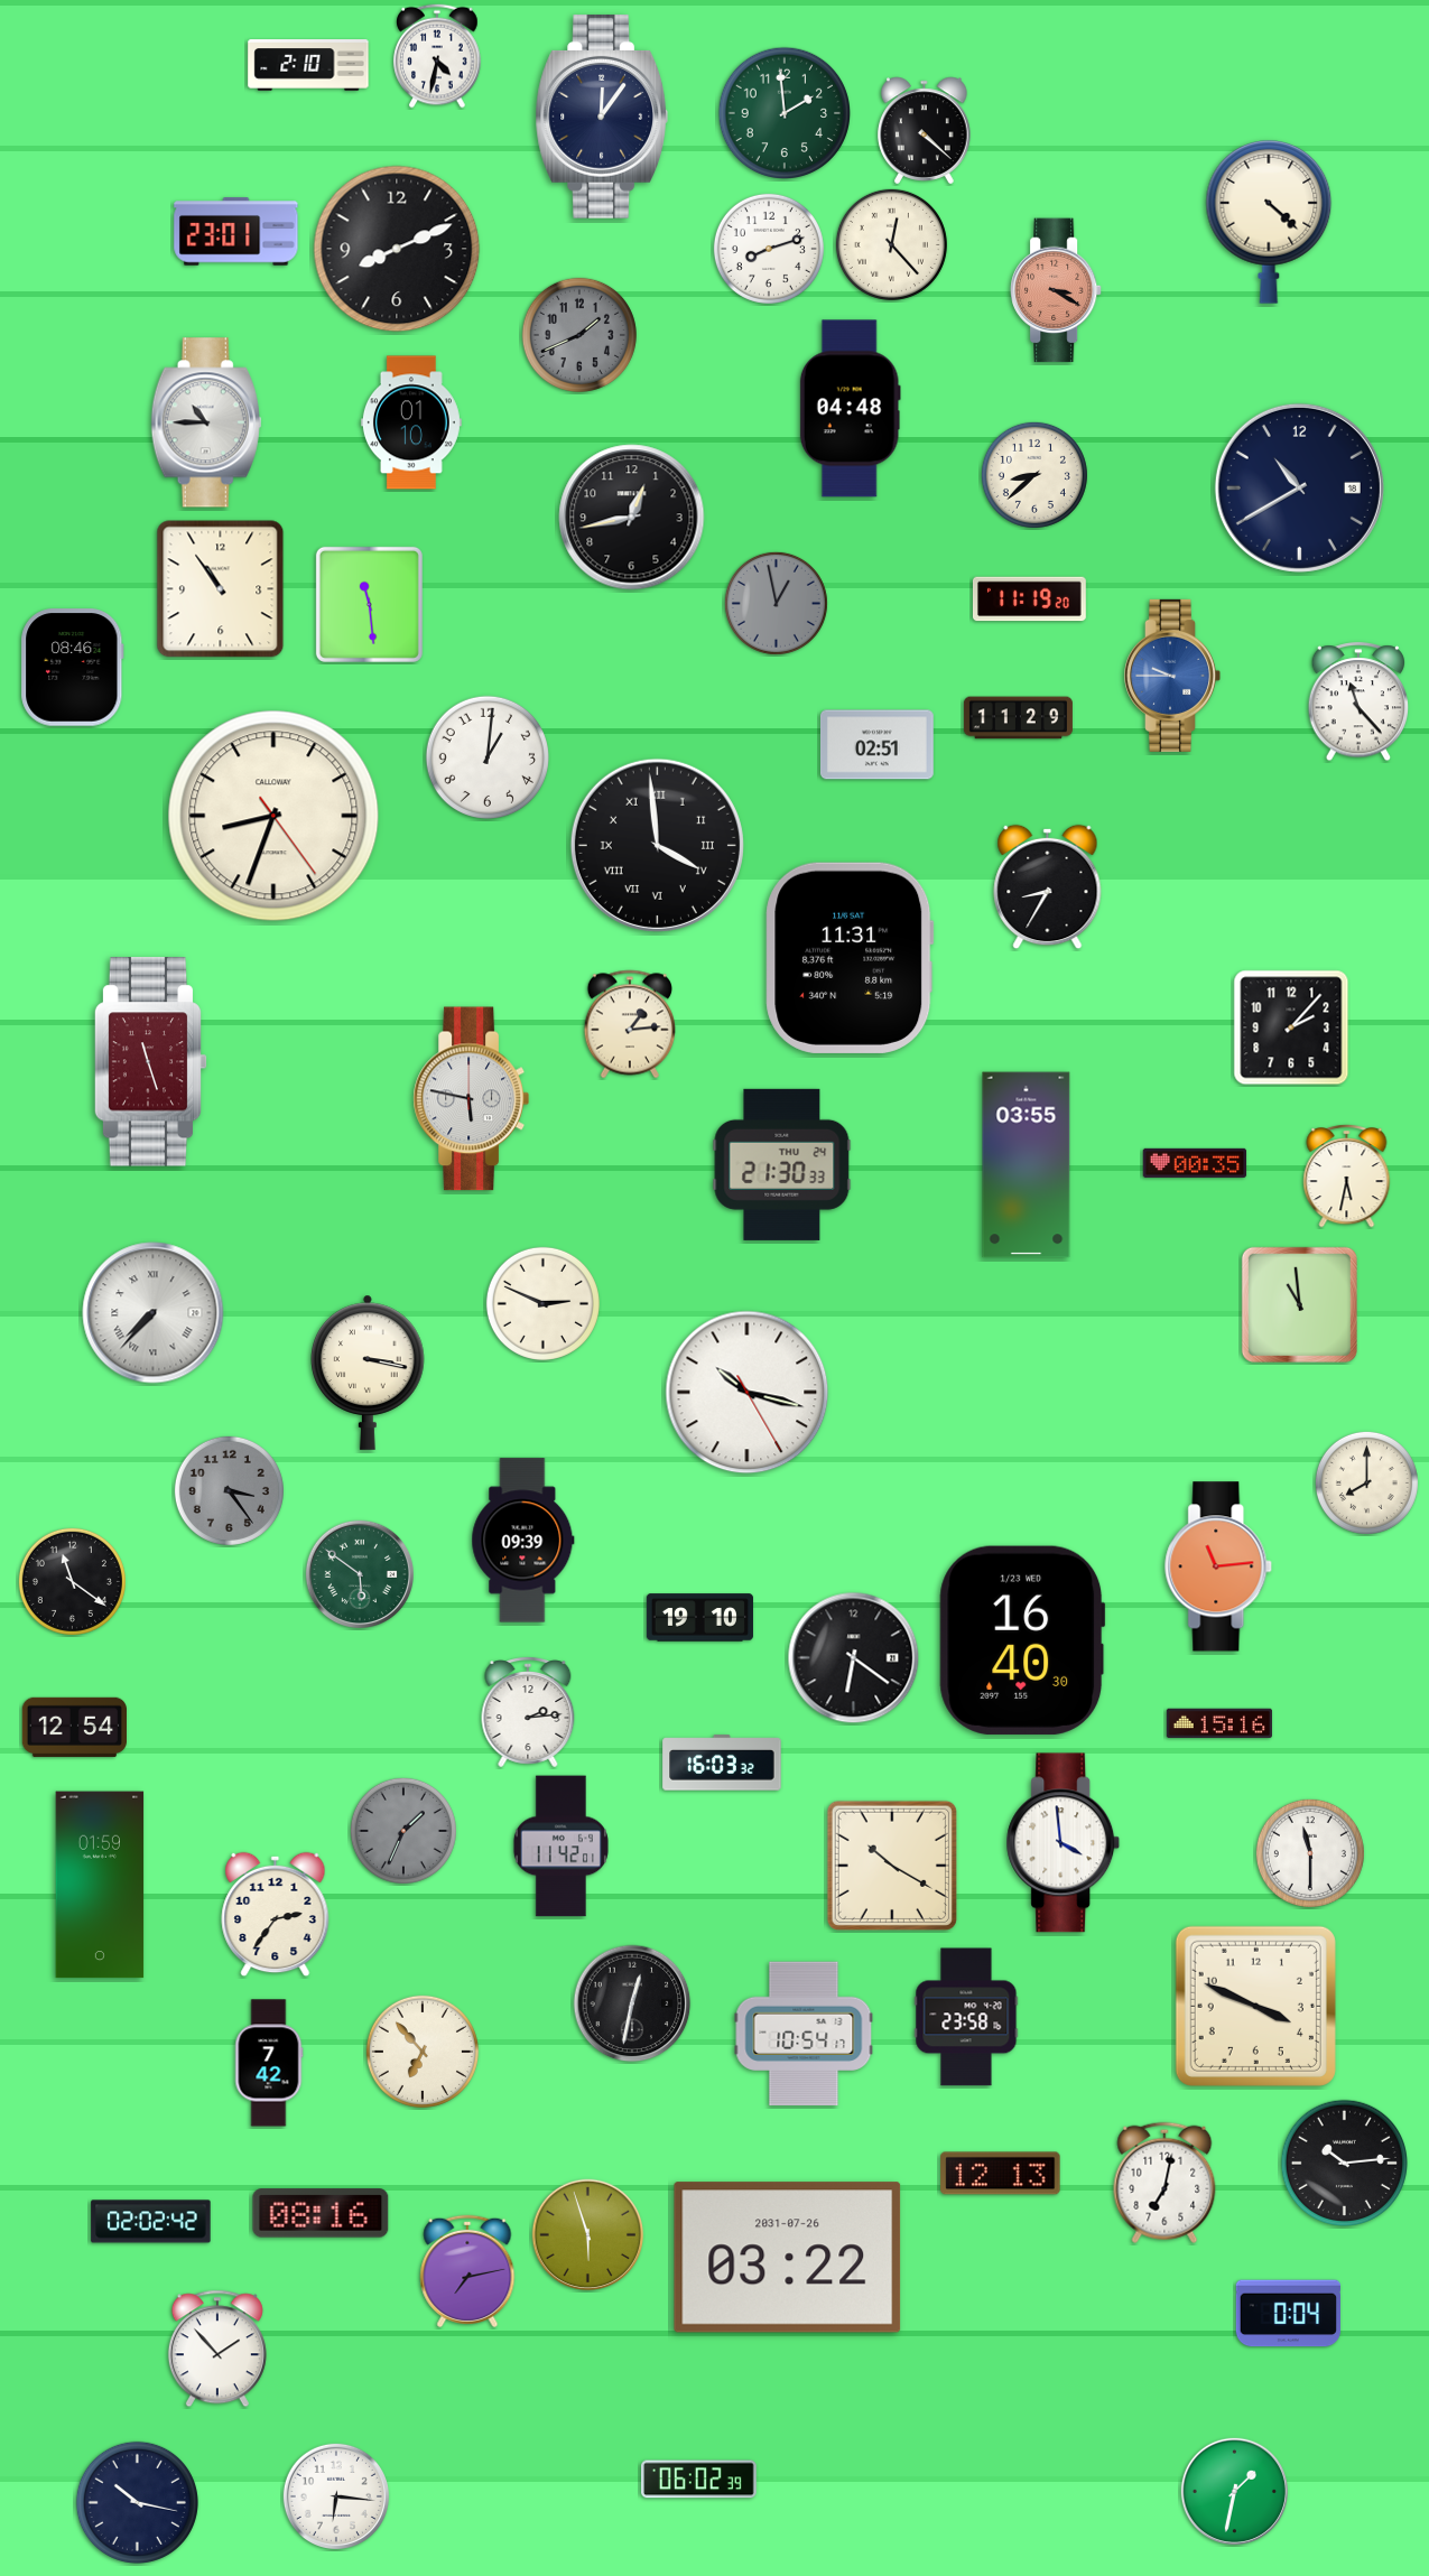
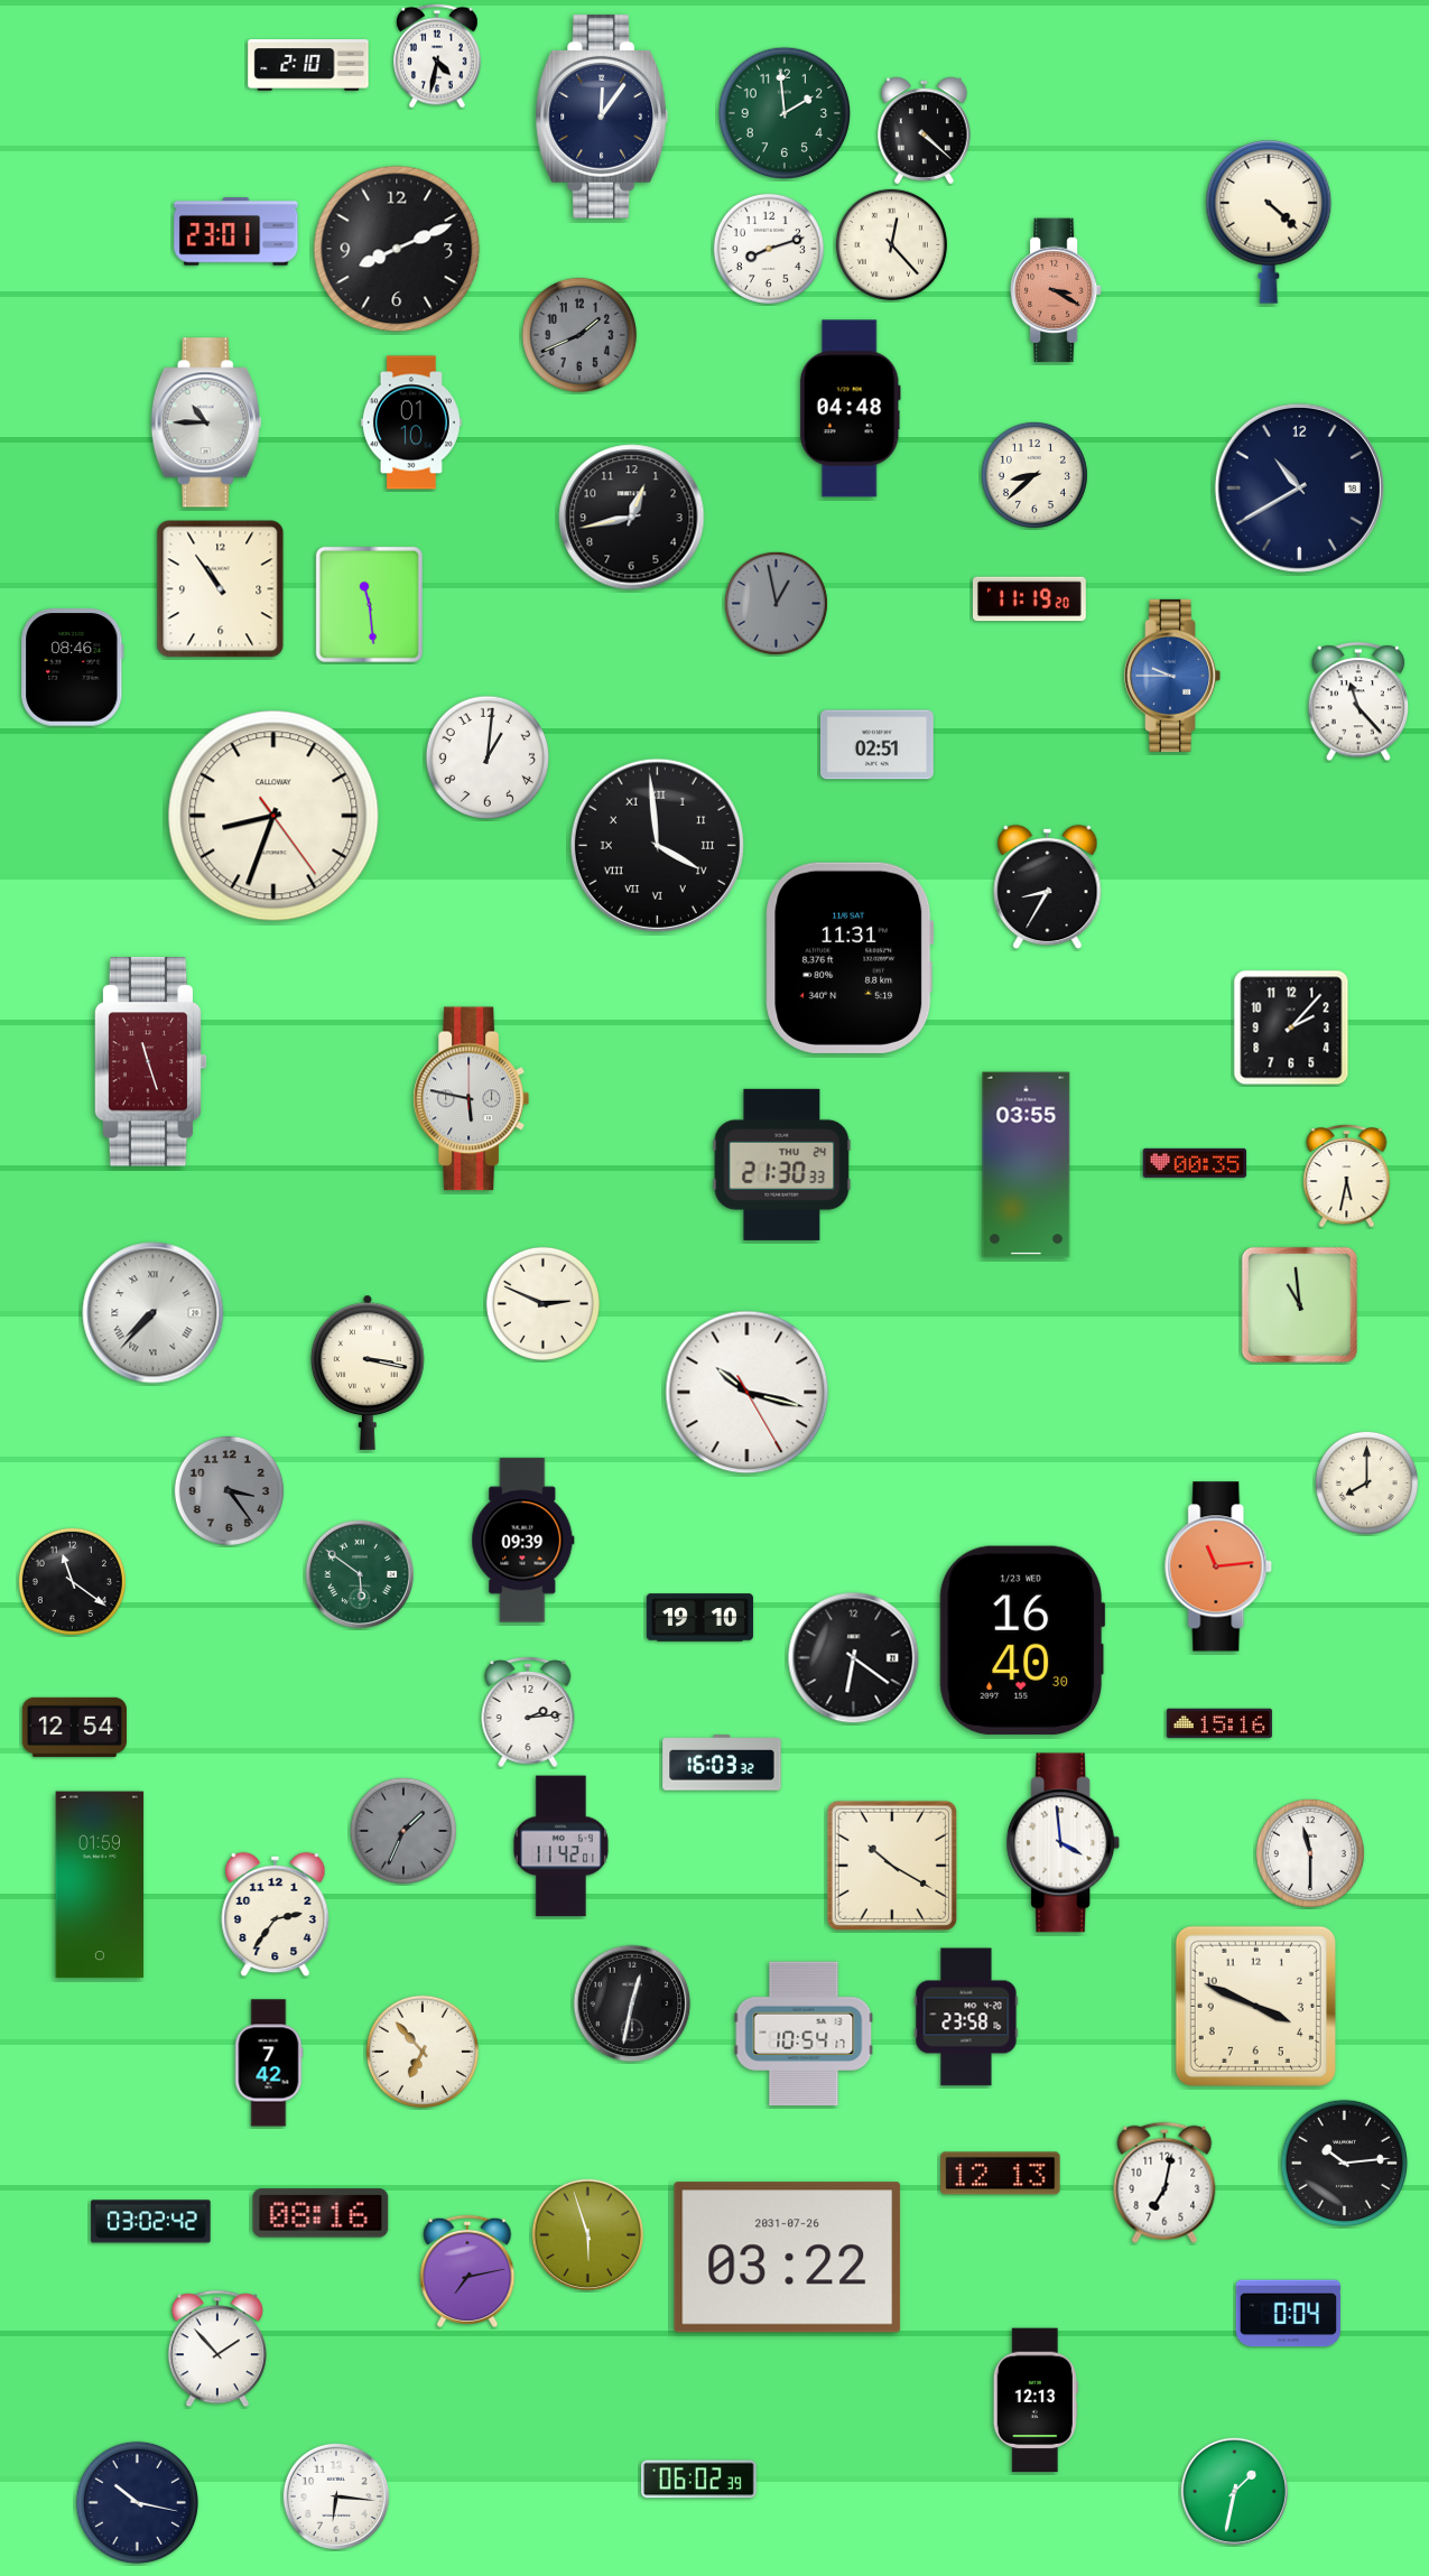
clock at (1018, 718): 11:29 -> none
clock at (629, 1024): 1:14 -> none
clock at (151, 2222): 02:02 -> 03:02
clock at (1036, 2400): none -> 12:13
